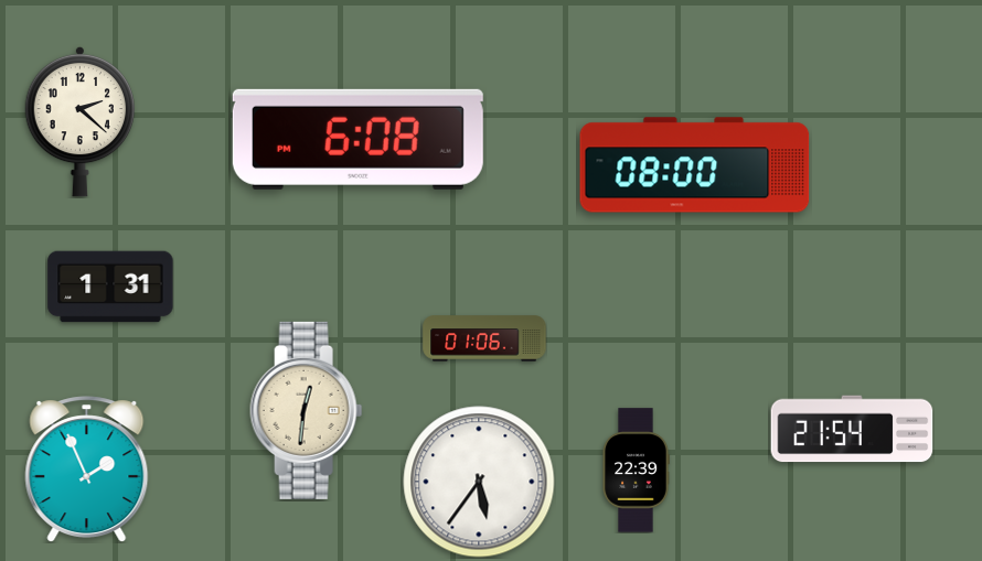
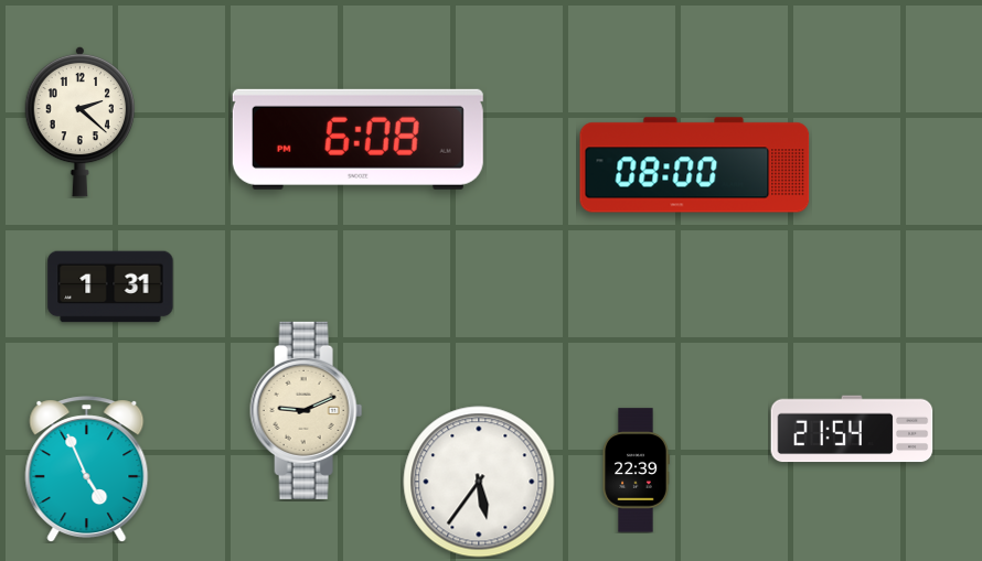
clock at (484, 338): 01:06 -> none
clock at (307, 410): 12:31 -> 9:11
clock at (87, 470): 1:56 -> 4:56
